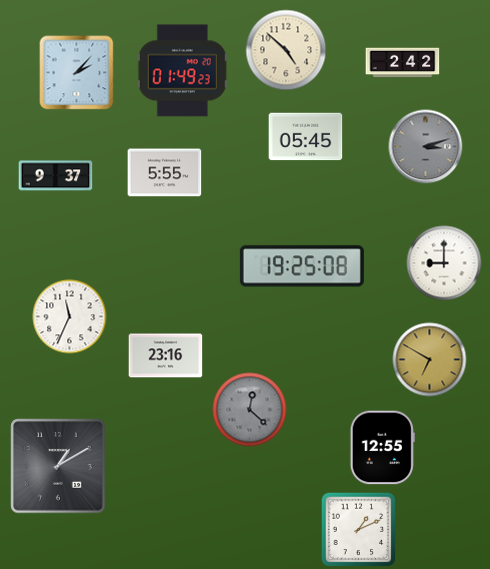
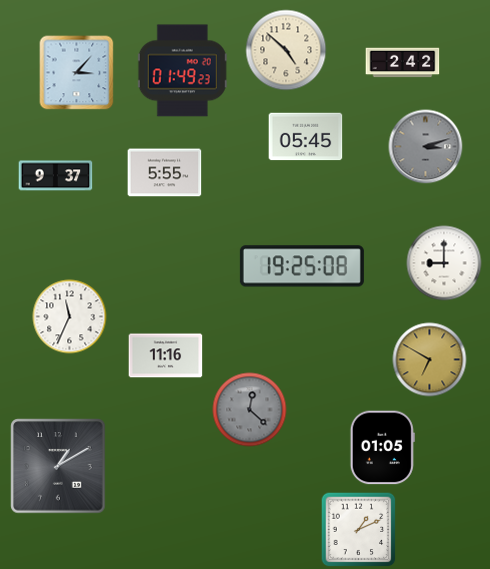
clock at (77, 73): 2:07 -> 3:07
clock at (166, 356): 23:16 -> 11:16
clock at (382, 448): 12:55 -> 01:05
